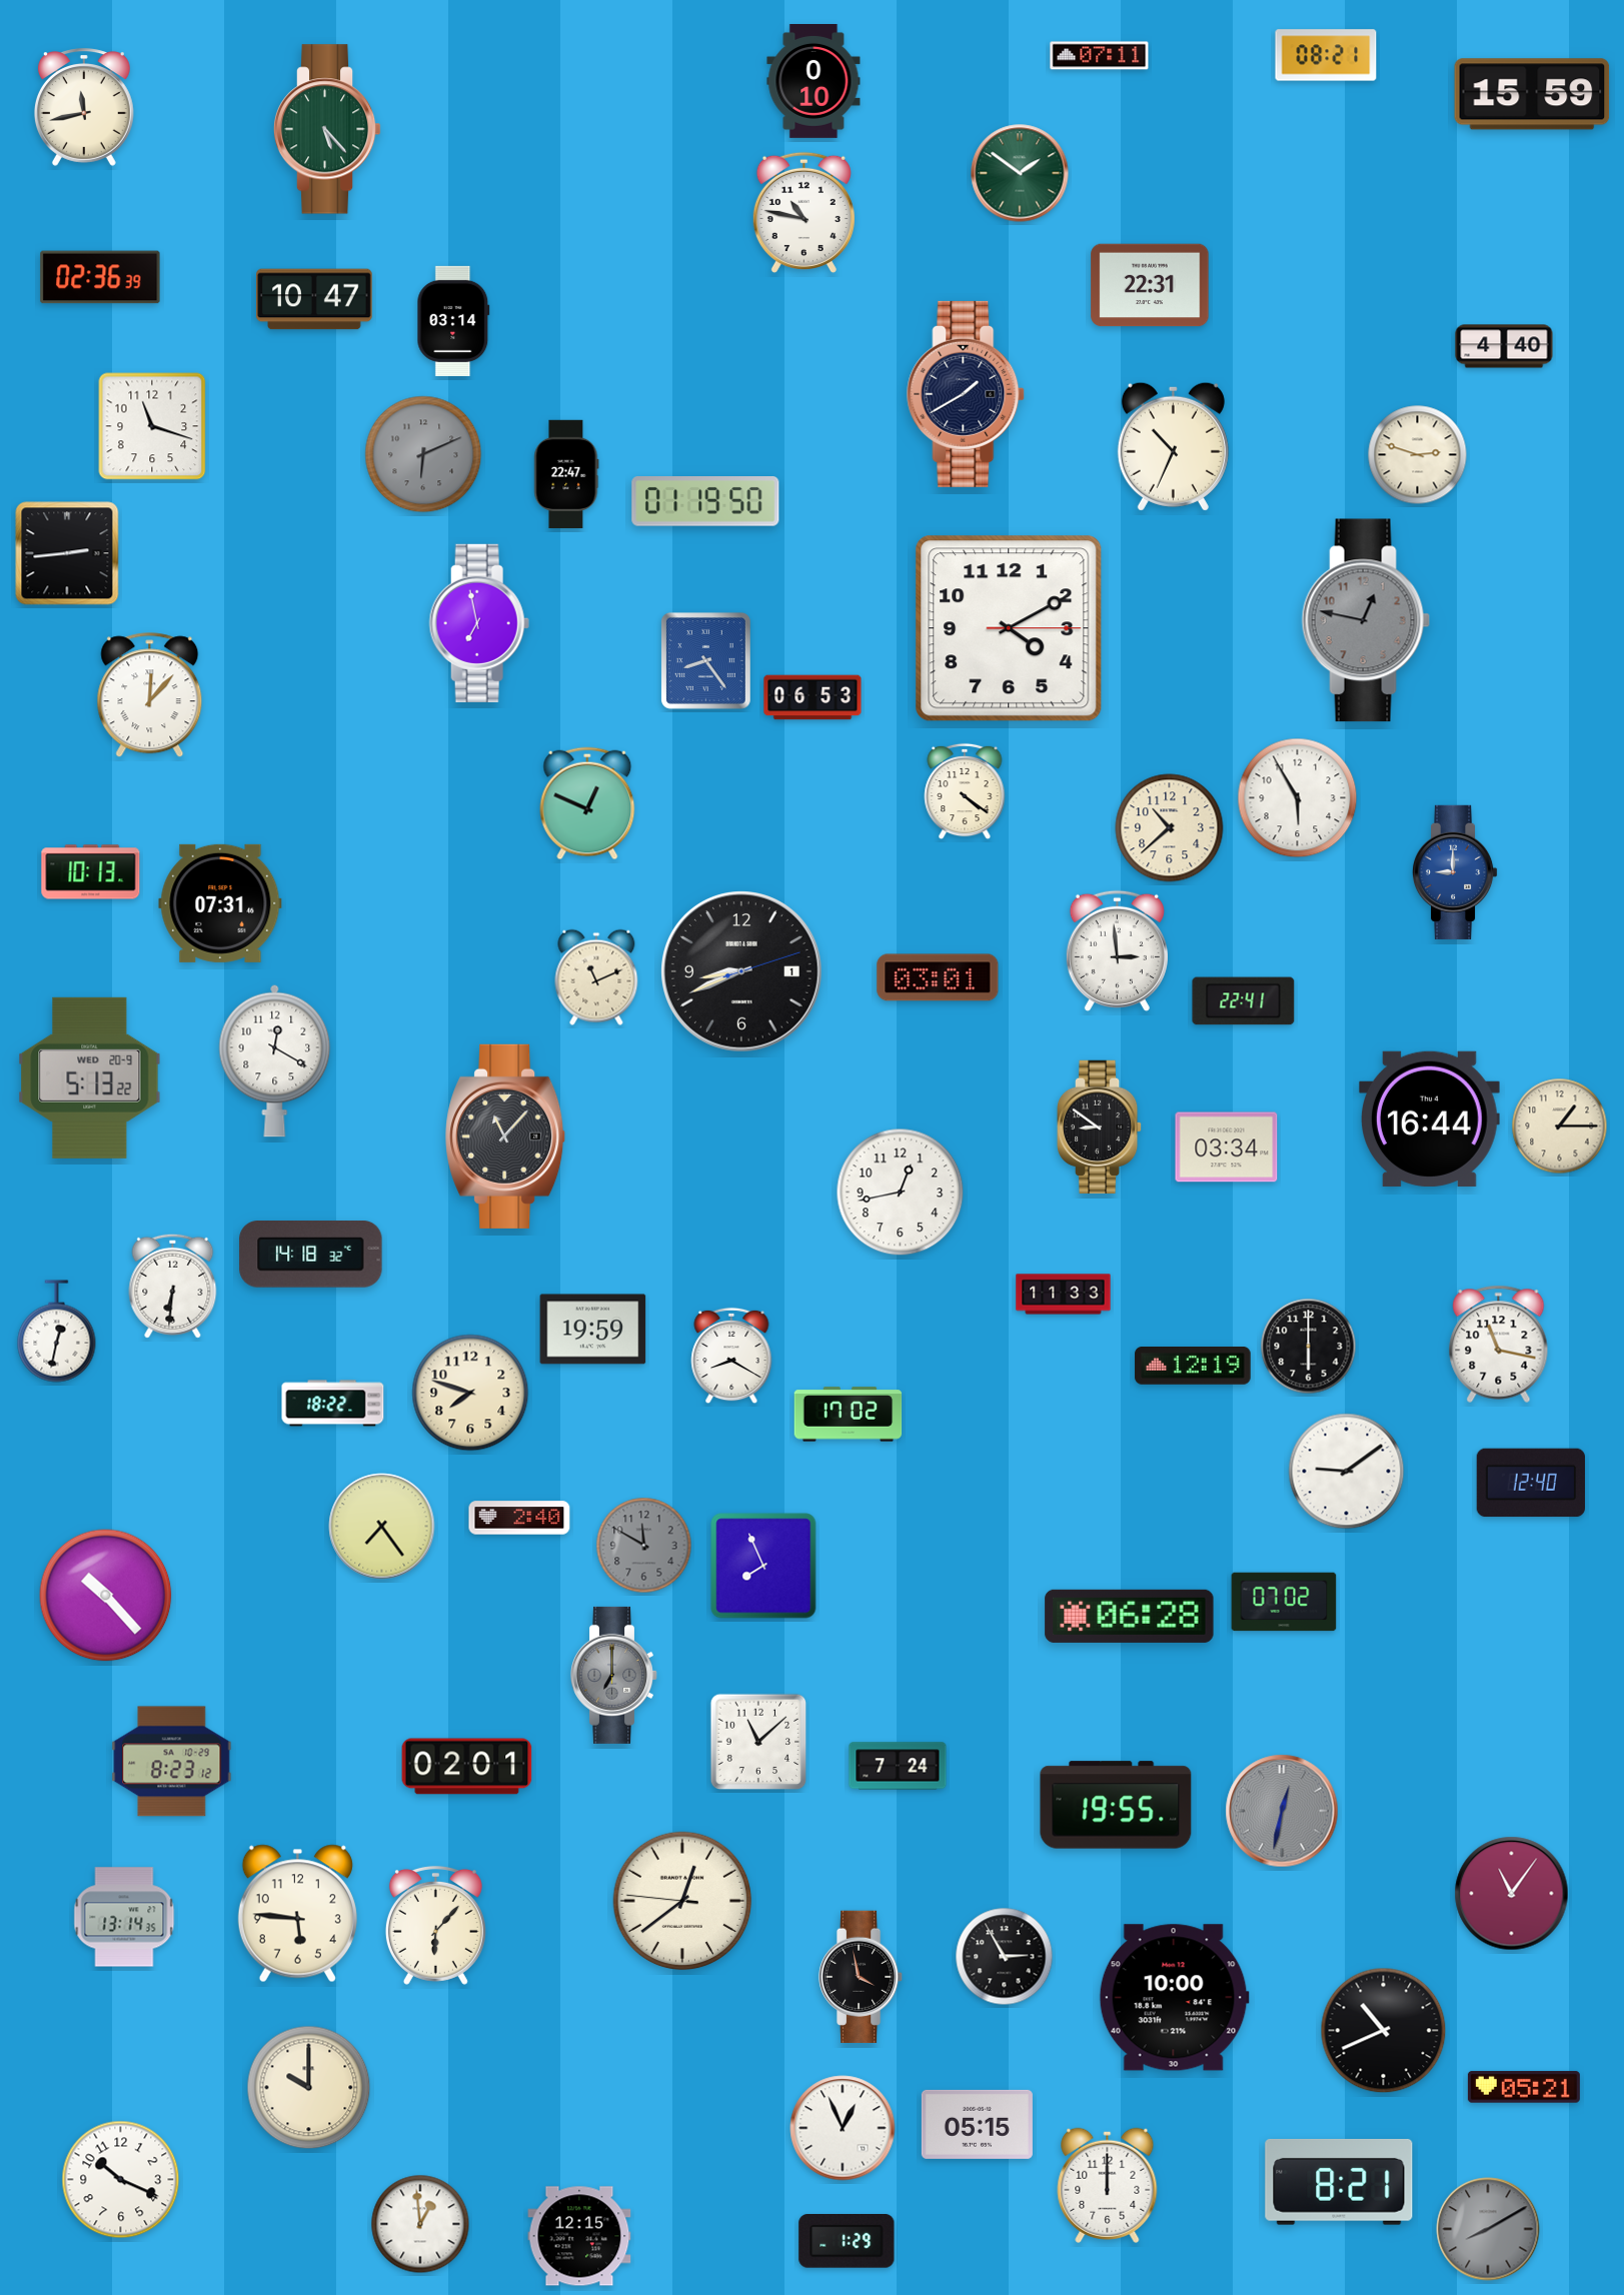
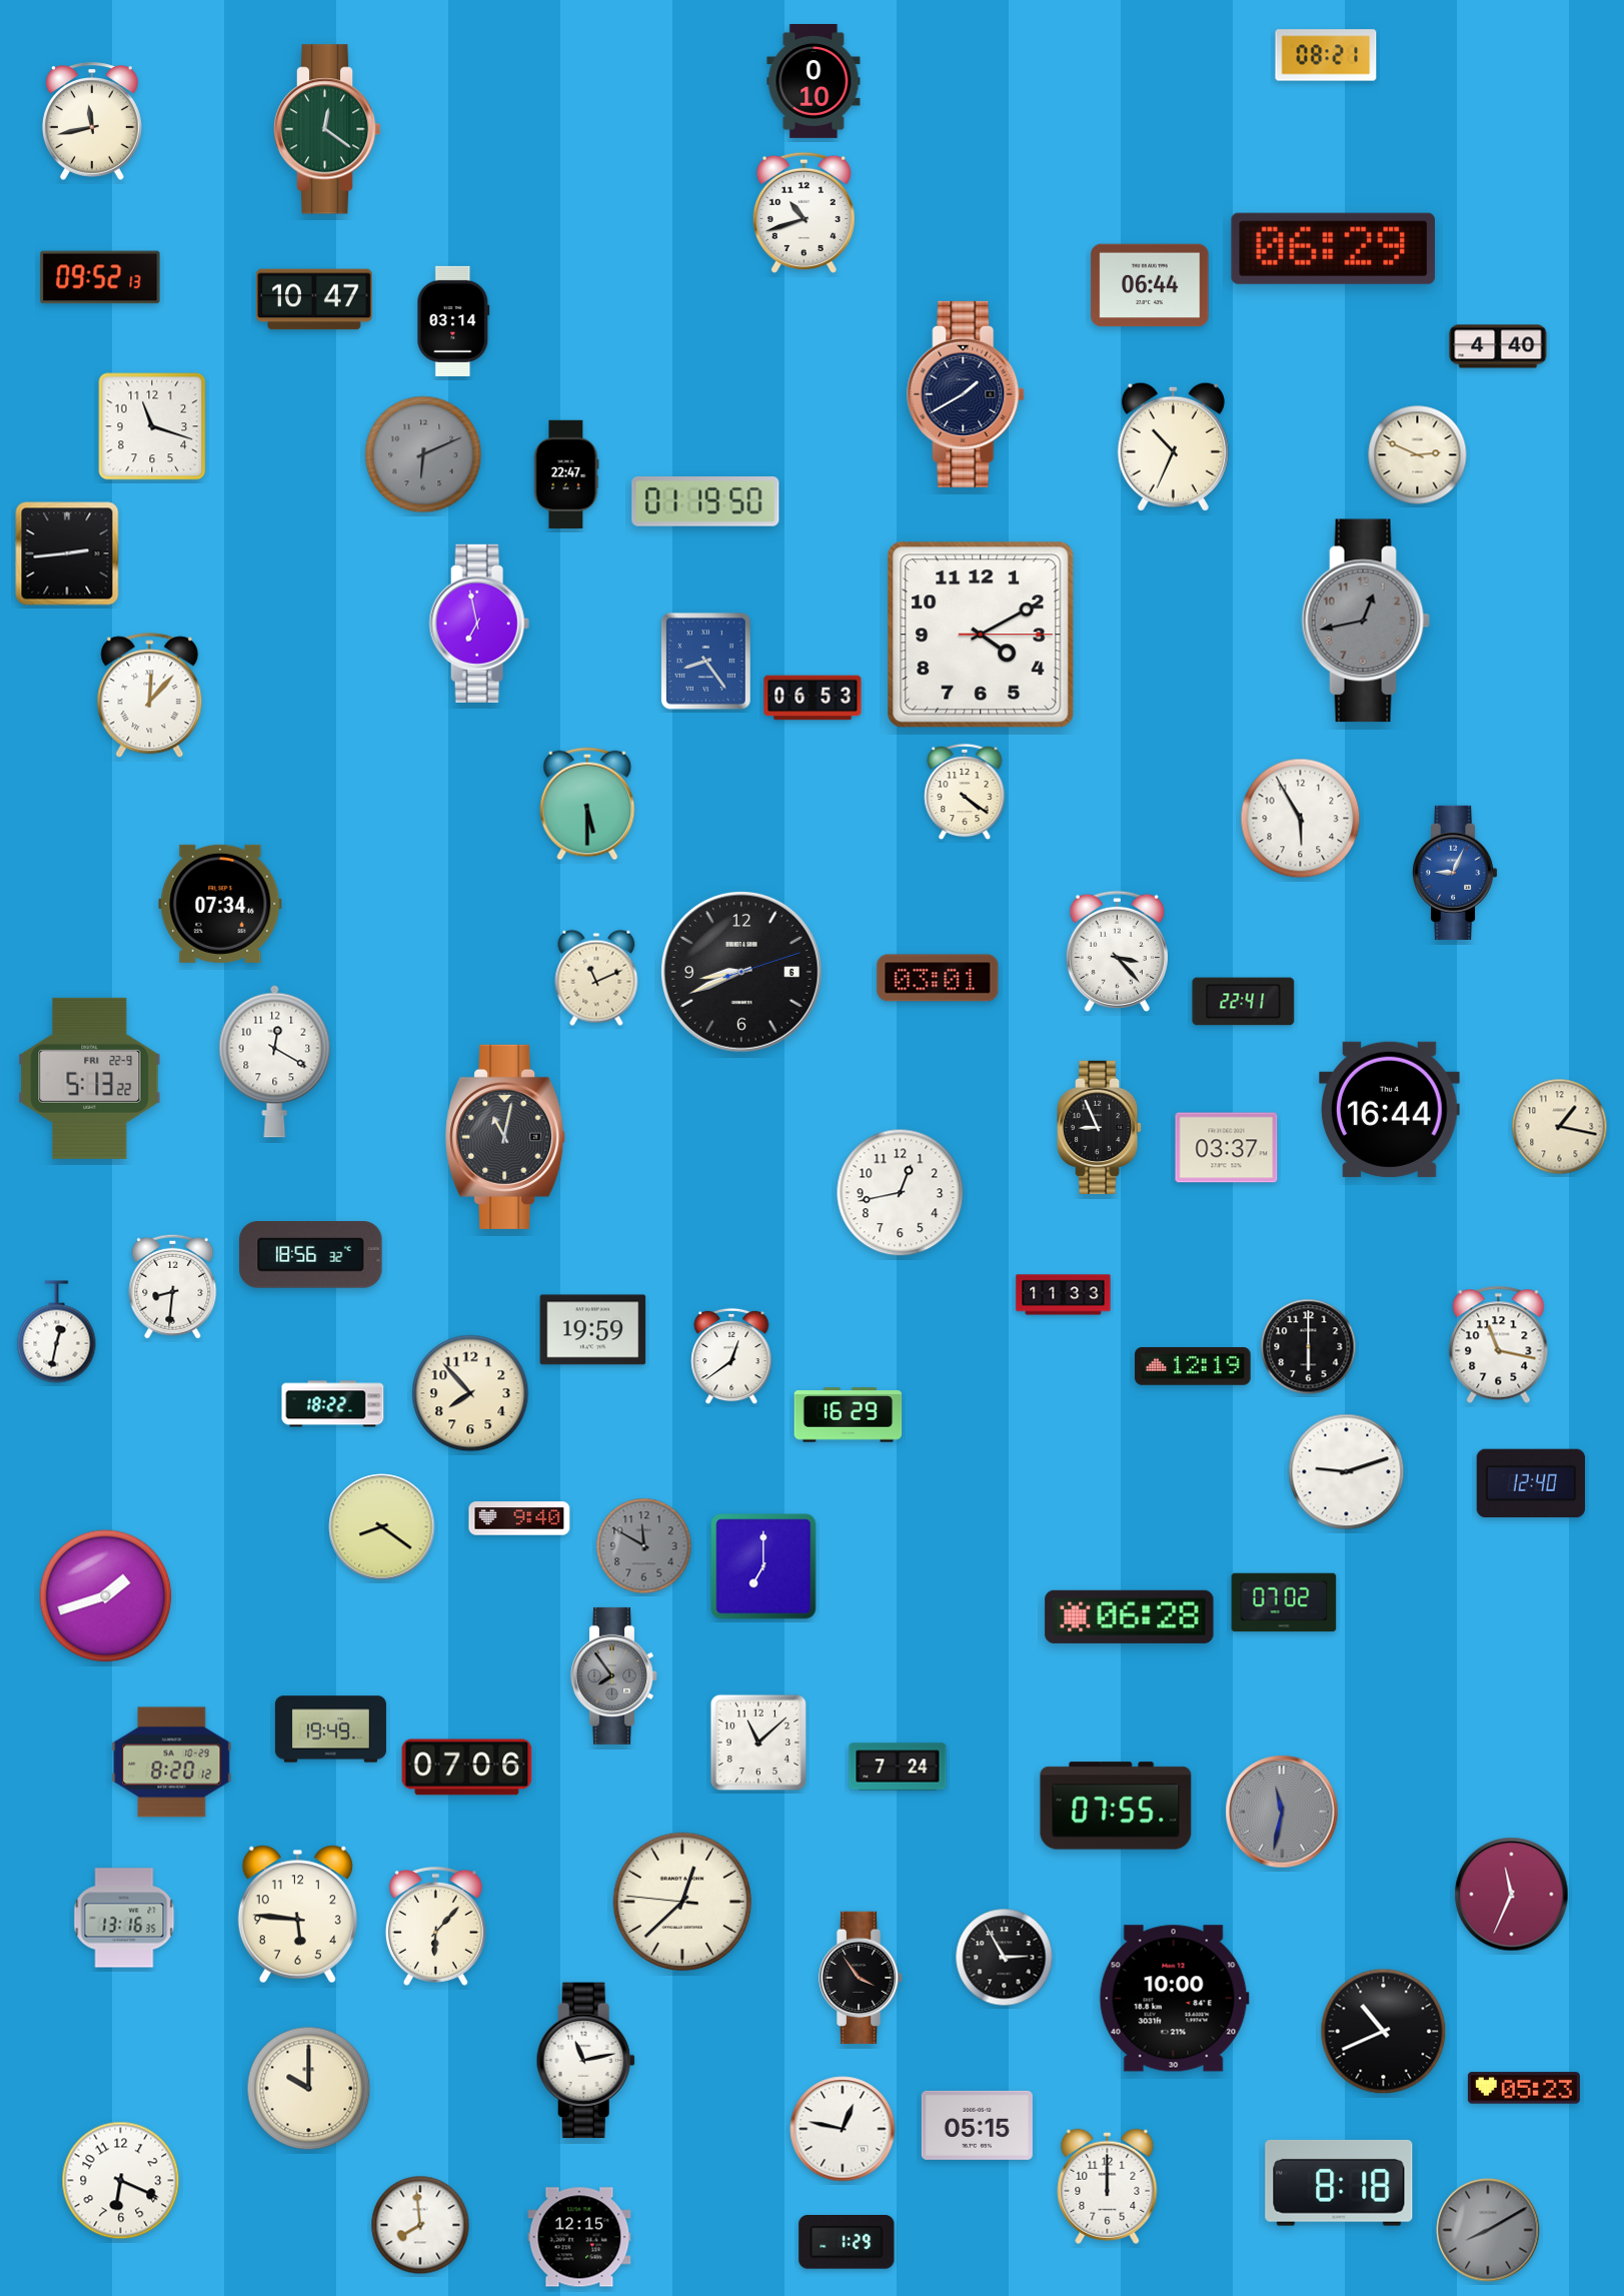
clock at (1100, 56): 07:11 -> none
clock at (1532, 94): 15:59 -> none
clock at (84, 107) position: (84, 107) -> (92, 121)
clock at (327, 129): 5:23 -> 12:21
clock at (1020, 173): 1:51 -> none
clock at (803, 212): 10:47 -> 10:42
clock at (1333, 248): none -> 06:29
clock at (100, 277): 02:36 -> 09:52
clock at (1150, 285): 22:31 -> 06:44
clock at (1504, 346) position: (1504, 346) -> (1498, 346)
clock at (1418, 455): 2:48 -> 2:49
clock at (1366, 620): 12:47 -> 12:43
clock at (1009, 628) position: (1009, 628) -> (981, 635)
clock at (1298, 798) position: (1298, 798) -> (1301, 819)
clock at (587, 803): 12:49 -> 5:30
clock at (1170, 828): 10:38 -> none
clock at (91, 872): 10:13 -> none
clock at (1455, 872): 9:00 -> 9:04
clock at (220, 903): 07:31 -> 07:34
clock at (1117, 950): 2:59 -> 3:23
clock at (742, 972) date: 1 -> 6
clock at (90, 1077) date: WED 20-9 -> FRI 22-9
clock at (1430, 1118) position: (1430, 1118) -> (1390, 1109)
clock at (1100, 1126): 8:51 -> 8:56
clock at (1560, 1126): 1:15 -> 1:17
clock at (506, 1136): 11:07 -> 11:02
clock at (1227, 1147): 03:34 -> 03:37
clock at (311, 1255): 14:18 -> 18:56
clock at (173, 1286): 6:31 -> 8:31
clock at (731, 1356): 8:20 -> 12:39
clock at (470, 1393): 7:48 -> 7:53
clock at (849, 1415): 17:02 -> 16:29
clock at (1347, 1472): 9:09 -> 9:12
clock at (519, 1518): 2:40 -> 9:40
clock at (382, 1527): 7:24 -> 8:21
clock at (763, 1566): 7:56 -> 7:00
clock at (106, 1596): 10:23 -> 1:42
clock at (614, 1675): 7:00 -> 7:54
clock at (330, 1730): none -> 19:49
clock at (172, 1762): 8:23 -> 8:20
clock at (467, 1767): 02:01 -> 07:06
clock at (1116, 1805): 19:55 -> 07:55
clock at (1282, 1811): 12:32 -> 11:32
clock at (1512, 1894): 11:06 -> 11:34
clock at (682, 1901): 12:38 -> 12:37
clock at (124, 1917): 13:14 -> 13:16
clock at (861, 1977): 3:58 -> 3:54
clock at (585, 2061): none -> 11:13
clock at (1524, 2087): 05:21 -> 05:23
clock at (843, 2128): 12:56 -> 12:47
clock at (121, 2180): 10:19 -> 6:19
clock at (1339, 2182): 8:21 -> 8:18
clock at (420, 2224): 12:59 -> 7:59
